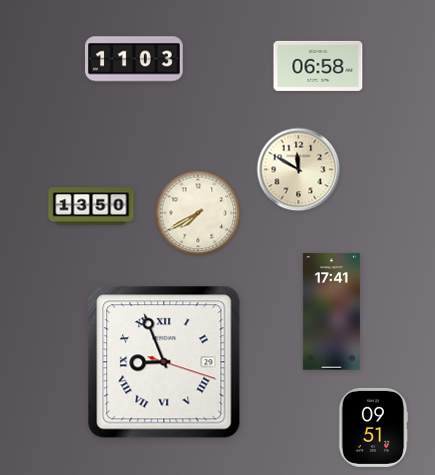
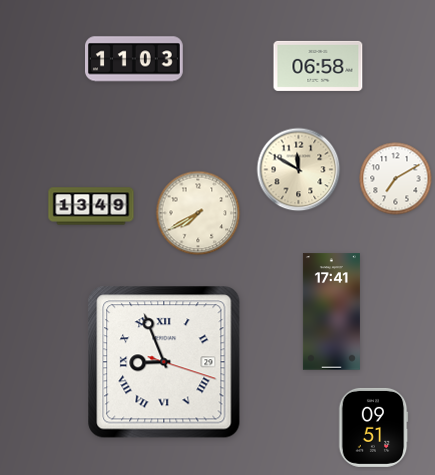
clock at (396, 179): none -> 7:10
clock at (91, 206): 13:50 -> 13:49
